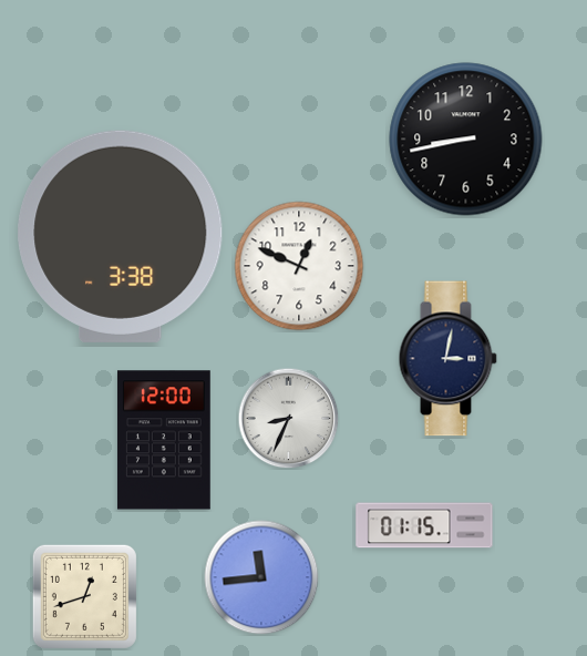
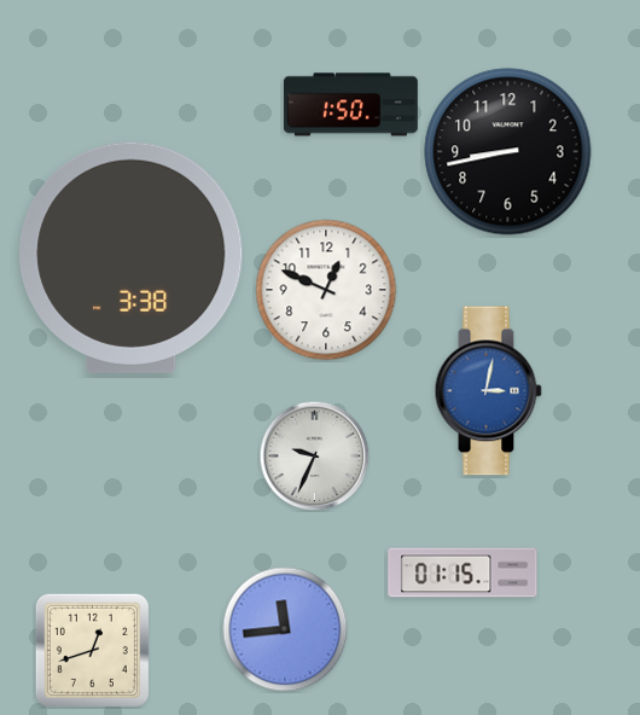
clock at (350, 105): none -> 1:50
clock at (447, 359) dial: navy -> blue
clock at (288, 418): 8:34 -> 9:34
clock at (164, 440): 12:00 -> none
